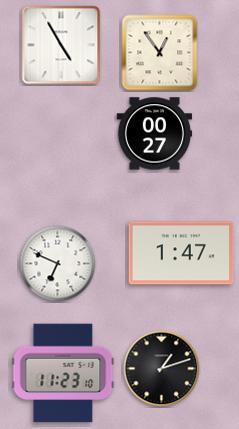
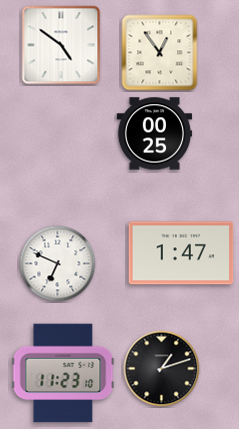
clock at (61, 45): 4:55 -> 4:51
clock at (155, 134): 00:27 -> 00:25
